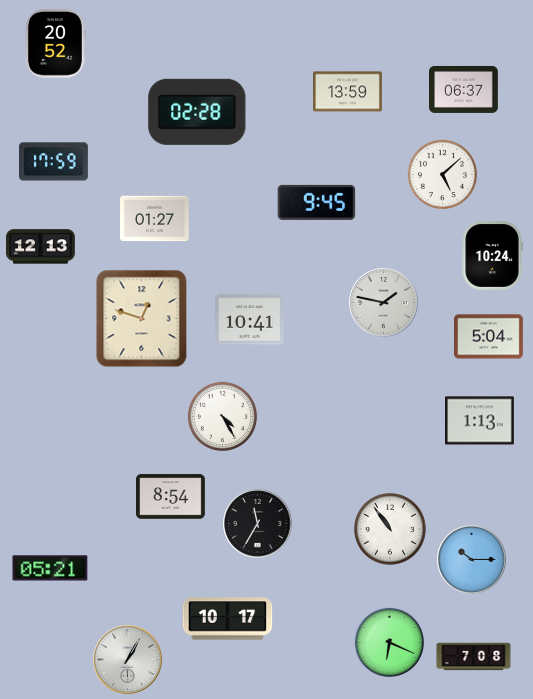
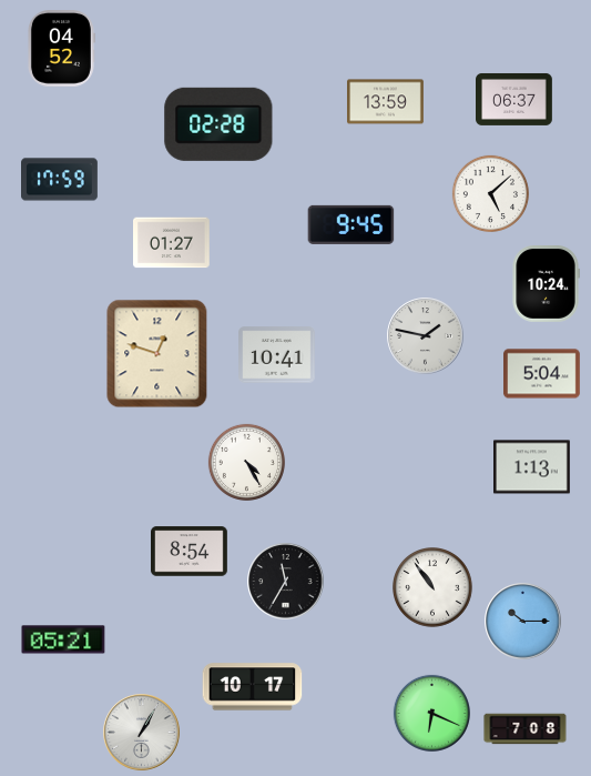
clock at (55, 44): 20:52 -> 04:52
clock at (41, 247): 12:13 -> none
clock at (50, 568) position: (50, 568) -> (63, 639)
